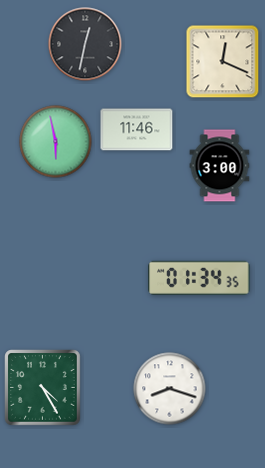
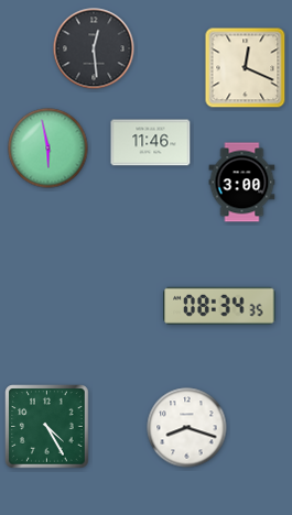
clock at (85, 44): 12:32 -> 12:29
clock at (56, 142) position: (56, 142) -> (48, 149)
clock at (199, 278): 01:34 -> 08:34
